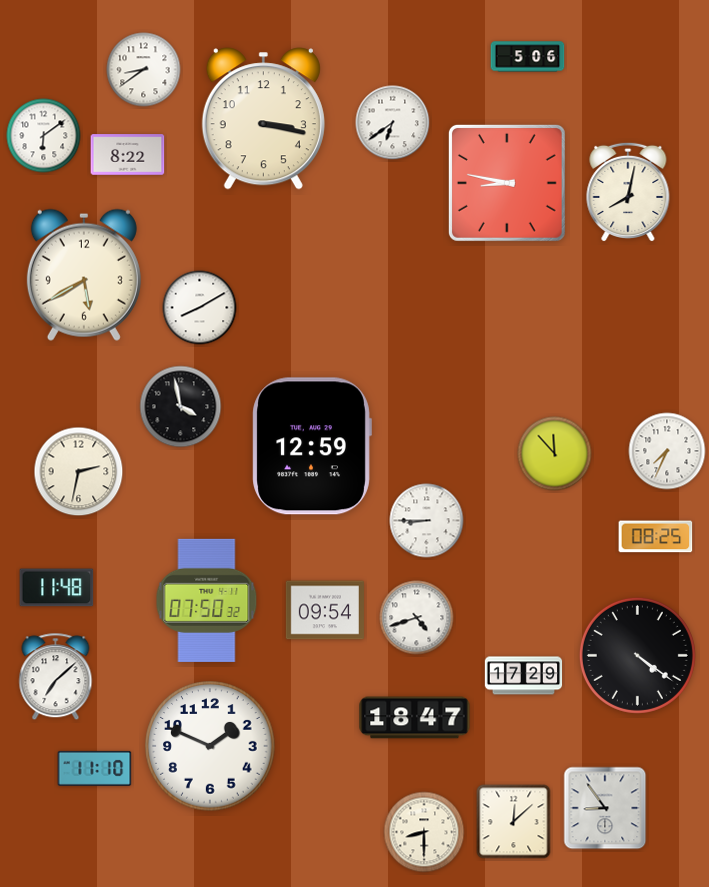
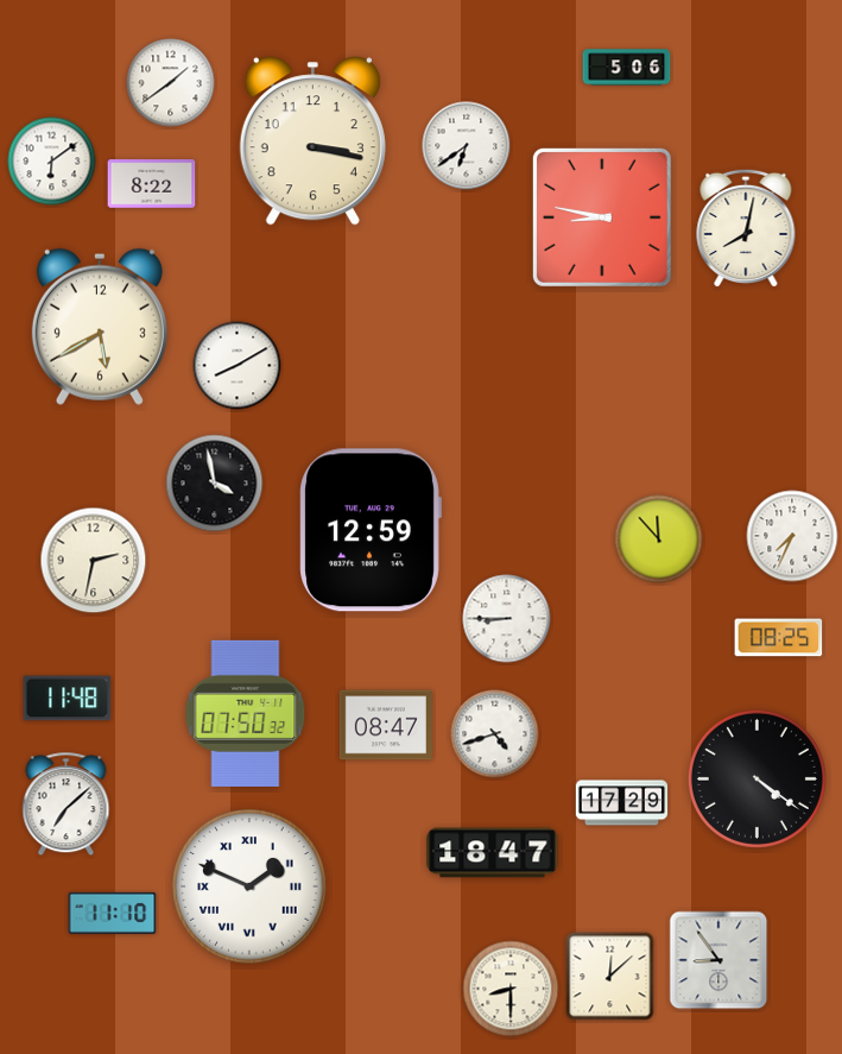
clock at (144, 70): 8:39 -> 1:39
clock at (325, 610): 09:54 -> 08:47
clock at (210, 746) numerals: Arabic -> Roman
clock at (424, 832) position: (424, 832) -> (511, 989)
